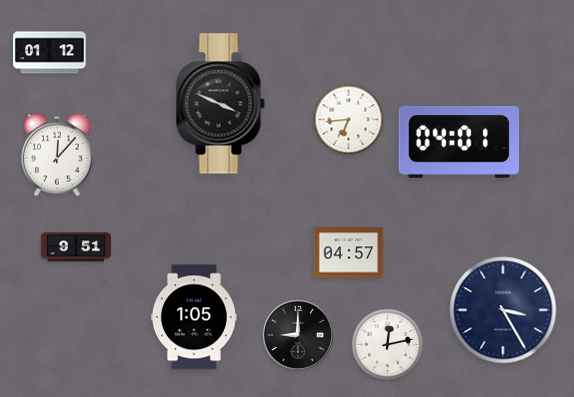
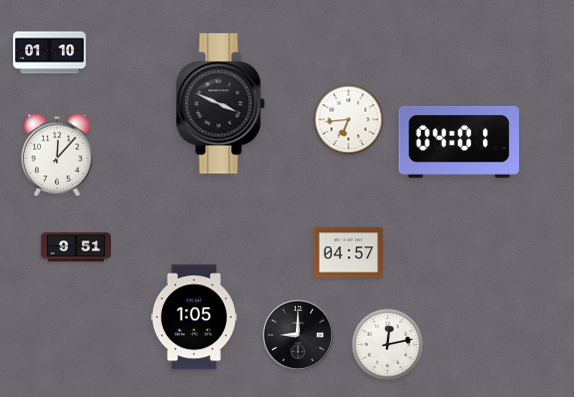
clock at (50, 53): 01:12 -> 01:10
clock at (503, 310): 3:25 -> none
